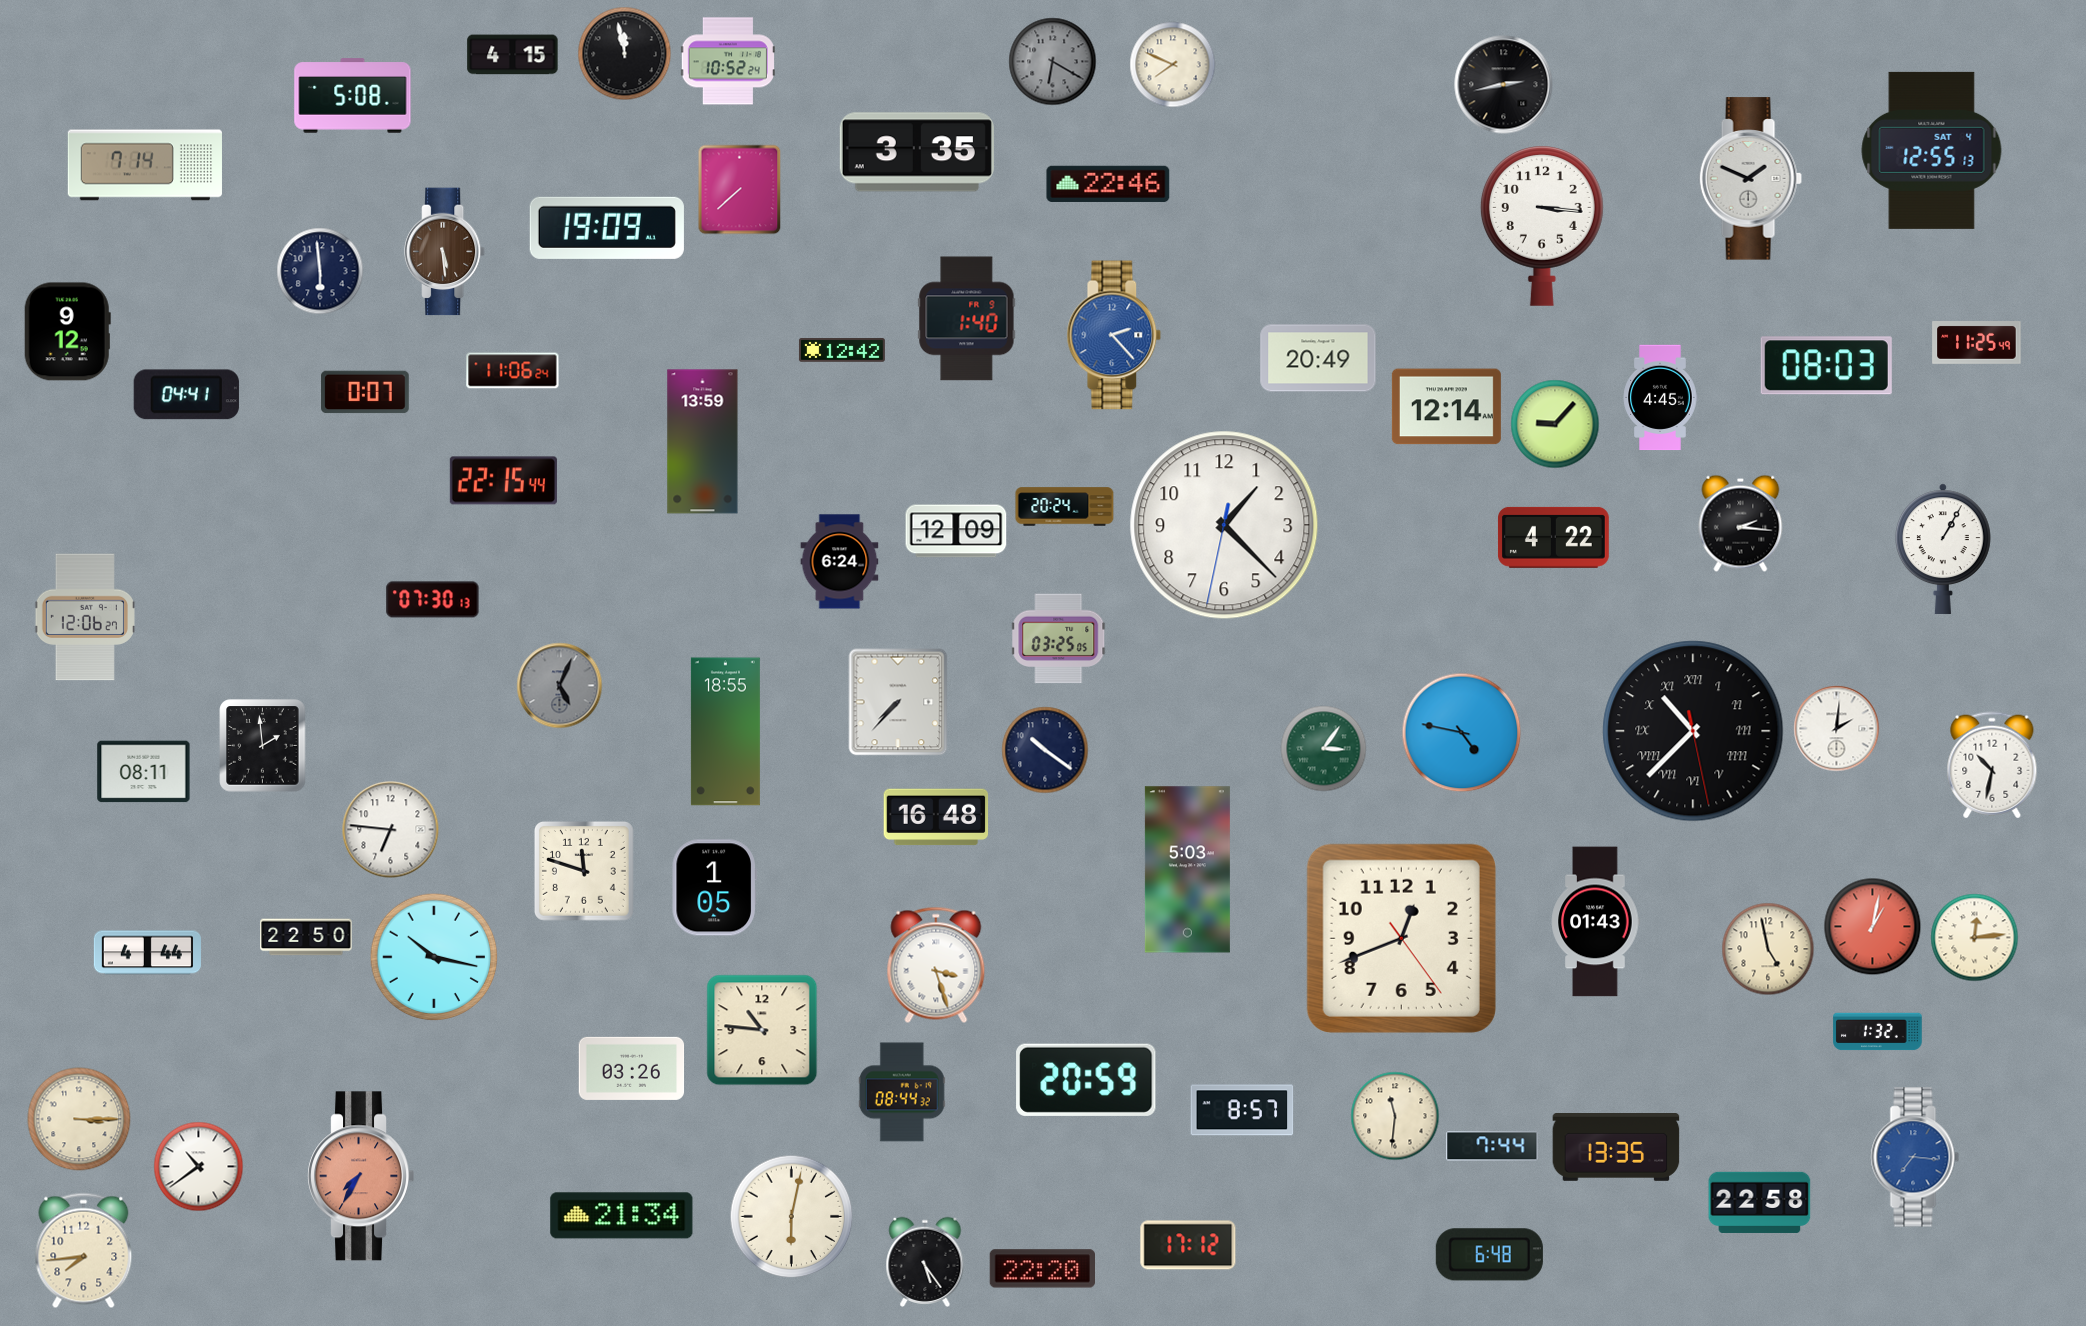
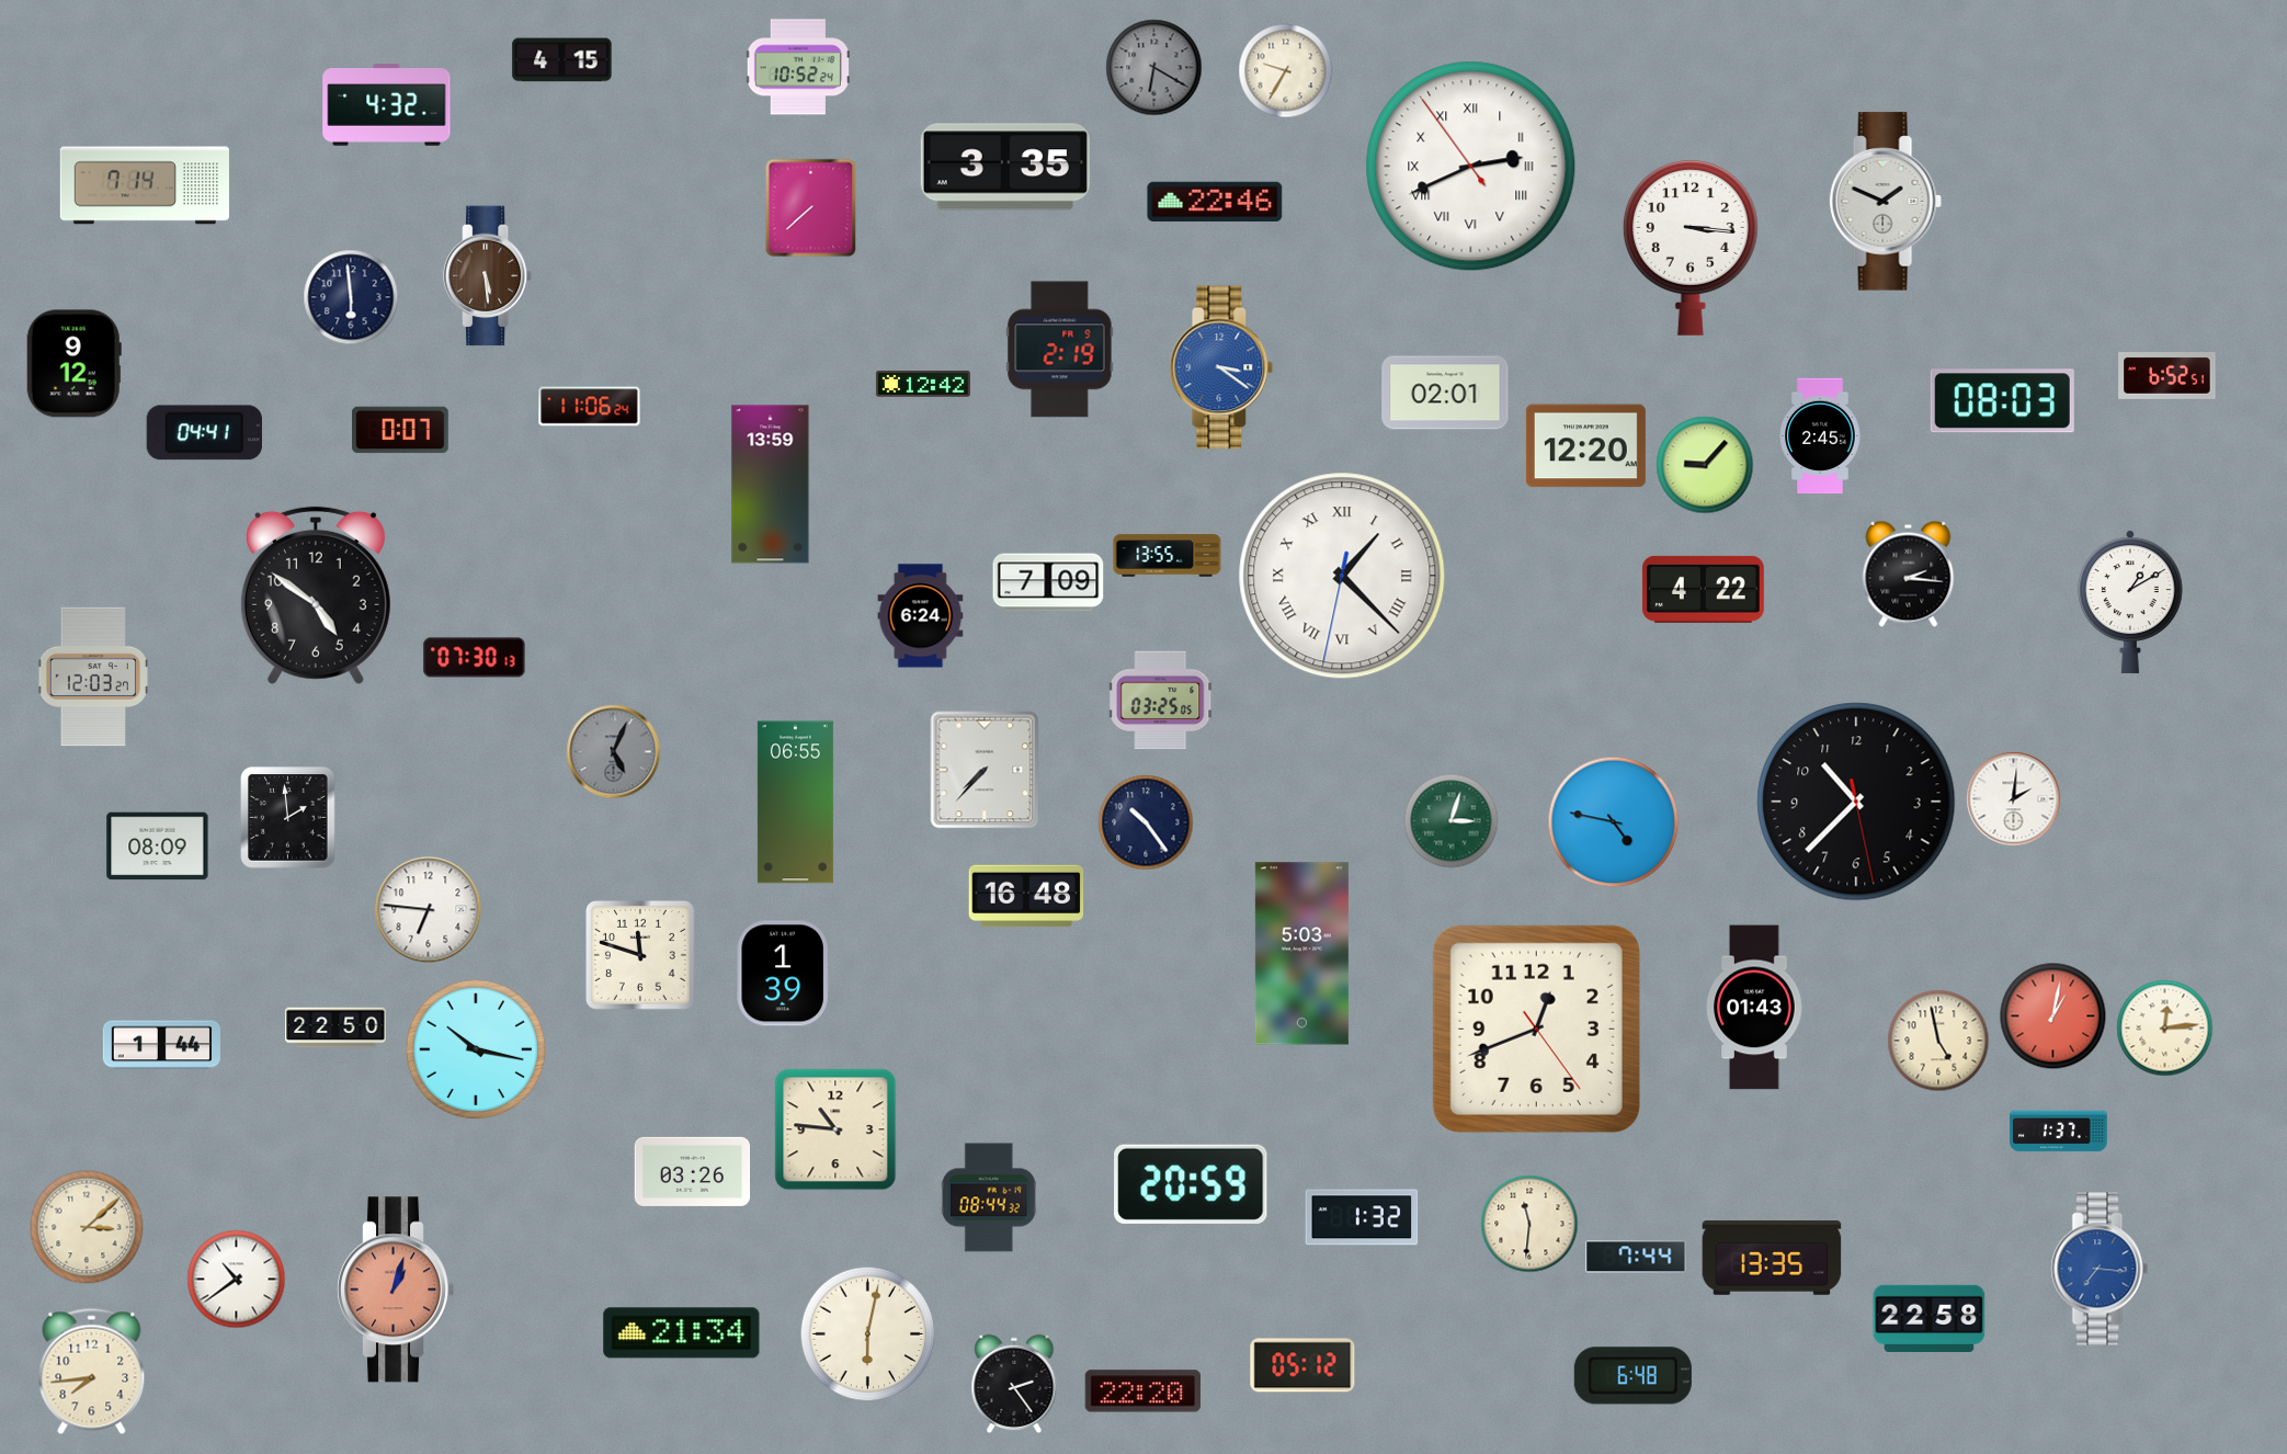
clock at (625, 54): 11:58 -> none
clock at (1173, 65): 7:49 -> 9:35
clock at (1504, 85): 2:43 -> none
clock at (353, 96): 5:08 -> 4:32
clock at (1932, 150): 12:55 -> none
clock at (1471, 167): none -> 2:40
clock at (145, 165) position: (145, 165) -> (145, 185)
clock at (1750, 179) position: (1750, 179) -> (1885, 202)
clock at (607, 228): 19:09 -> none
clock at (967, 319): 1:40 -> 2:19
clock at (1114, 335): 2:23 -> 3:21
clock at (1977, 343): 11:25 -> 6:52
clock at (1318, 358): 20:49 -> 02:01
clock at (513, 371) position: (513, 371) -> (590, 407)
clock at (1660, 398): 4:45 -> 2:45
clock at (1446, 407): 12:14 -> 12:20
clock at (503, 481): 22:15 -> none
clock at (1065, 507): 20:24 -> 13:55
clock at (1224, 525) numerals: Arabic -> Roman
clock at (956, 531): 12:09 -> 7:09
clock at (316, 595): none -> 4:51
clock at (1943, 549): 1:05 -> 1:10
clock at (85, 617): 12:06 -> 12:03
clock at (1693, 731) numerals: Roman -> Arabic
clock at (725, 732): 18:55 -> 06:55
clock at (1462, 733) position: (1462, 733) -> (1614, 822)
clock at (1324, 749): 3:06 -> 3:03
clock at (1045, 750): 10:21 -> 10:24
clock at (1992, 765): 10:32 -> none
clock at (144, 772): 08:11 -> 08:09
clock at (714, 888): 1:05 -> 1:39
clock at (1595, 922) position: (1595, 922) -> (1754, 1008)
clock at (147, 953): 4:44 -> 1:44
clock at (936, 965): 3:27 -> none
clock at (1878, 1032): 1:32 -> 1:37
clock at (1242, 1110): 8:57 -> 1:32
clock at (79, 1119): 3:15 -> 3:08
clock at (199, 1167) position: (199, 1167) -> (237, 1280)
clock at (360, 1176): 7:35 -> 1:03
clock at (1188, 1245): 17:12 -> 05:12
clock at (925, 1262): 5:24 -> 2:24
